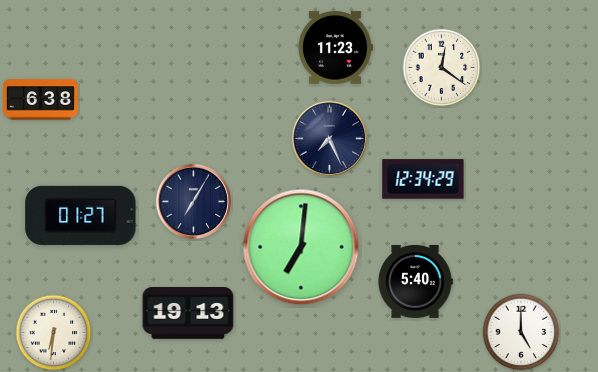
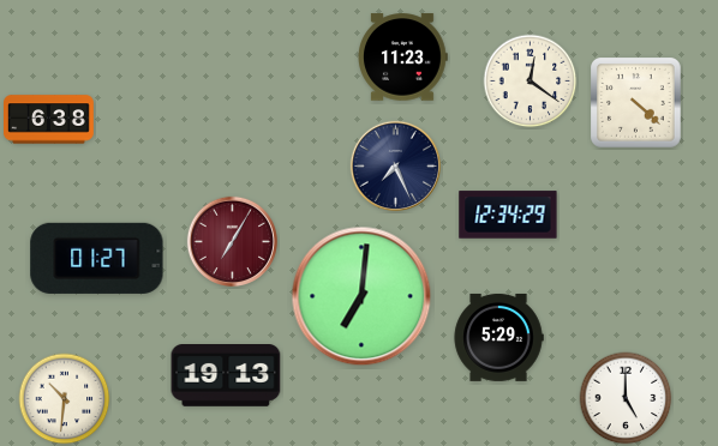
clock at (636, 103): none -> 4:22
clock at (193, 201) dial: navy -> burgundy
clock at (415, 281): 5:40 -> 5:29
clock at (54, 333): 6:31 -> 10:31
